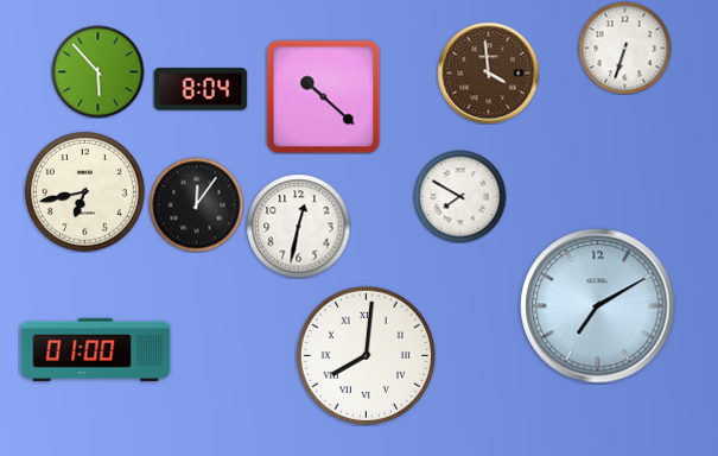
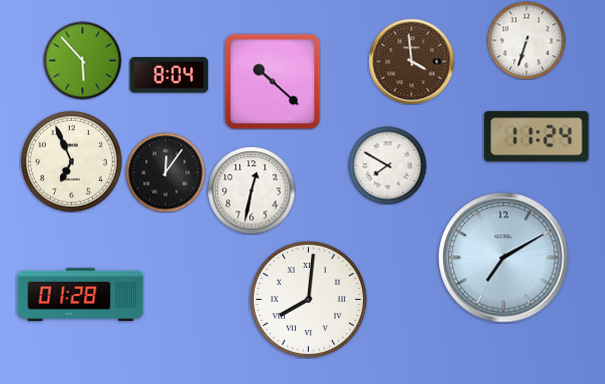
clock at (537, 137): none -> 11:24
clock at (85, 192): 6:43 -> 6:56
clock at (96, 349): 01:00 -> 01:28
